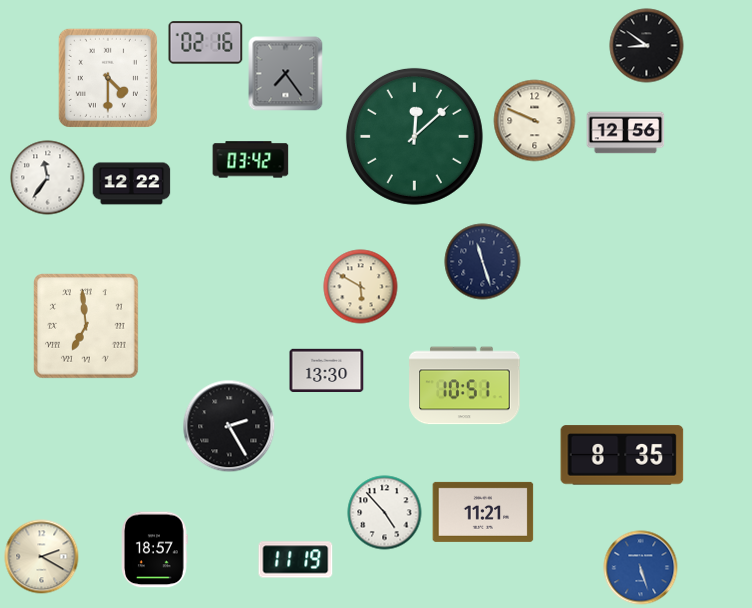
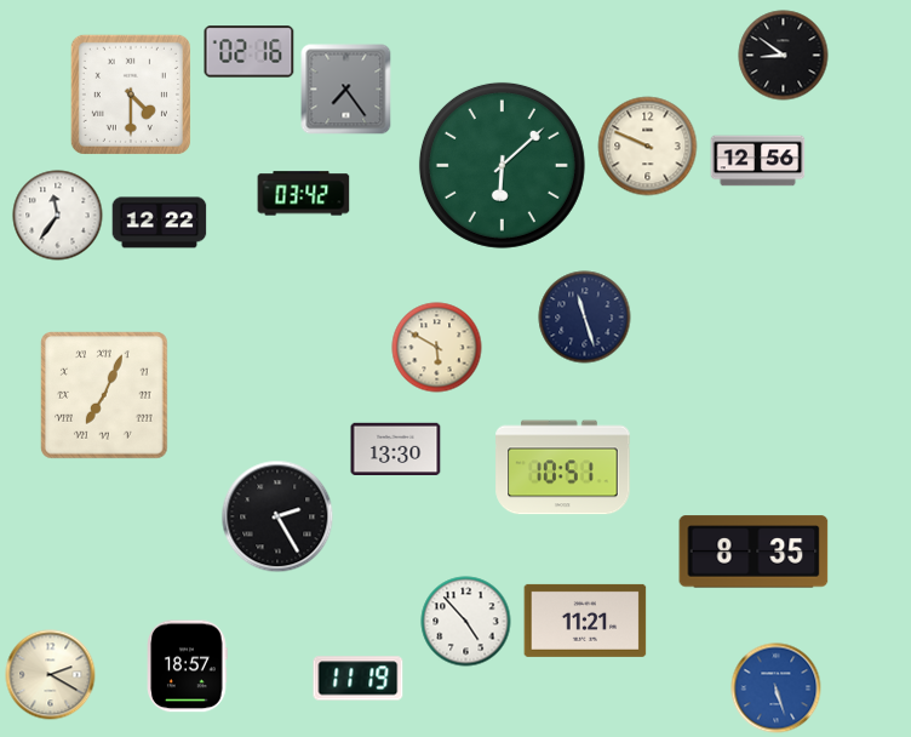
clock at (414, 136): 12:08 -> 6:08
clock at (86, 326): 6:59 -> 7:04
